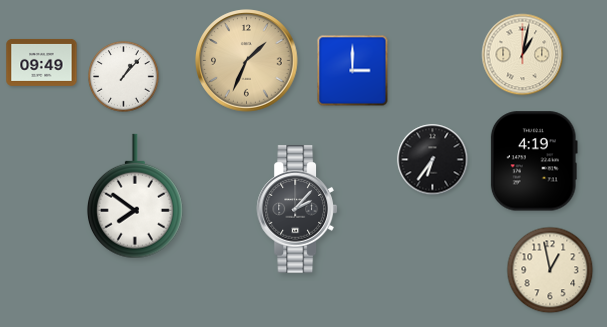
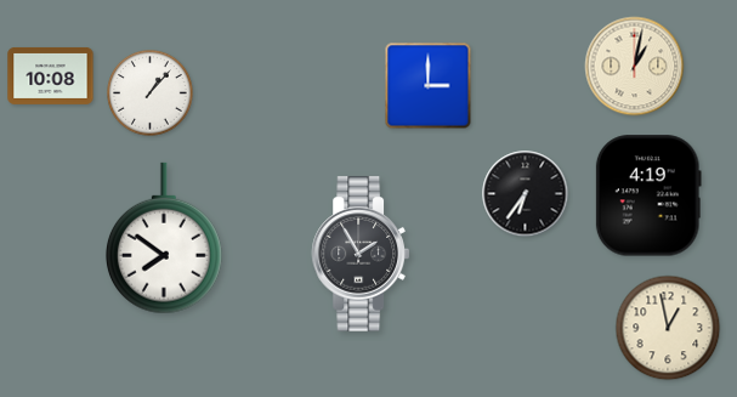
clock at (247, 61): 1:34 -> none
clock at (42, 62): 09:49 -> 10:08
clock at (297, 209): 2:07 -> 1:55
